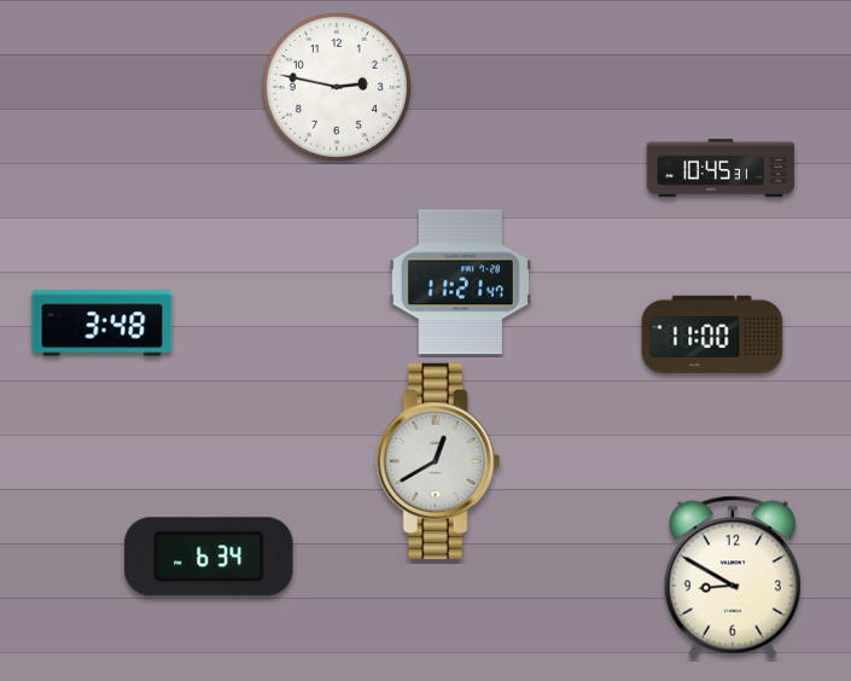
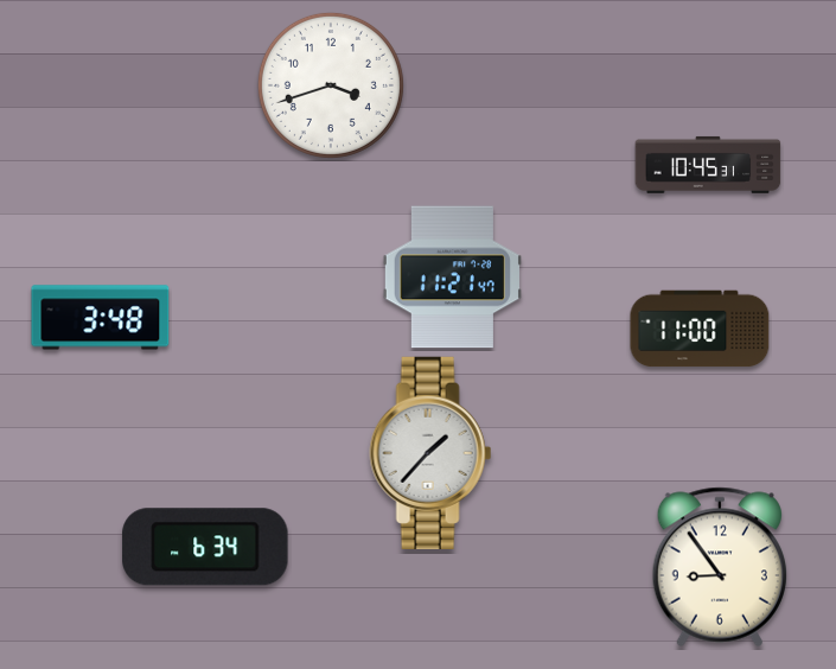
clock at (337, 87): 2:47 -> 3:42
clock at (438, 461): 12:40 -> 1:37
clock at (733, 577): 8:50 -> 8:54
